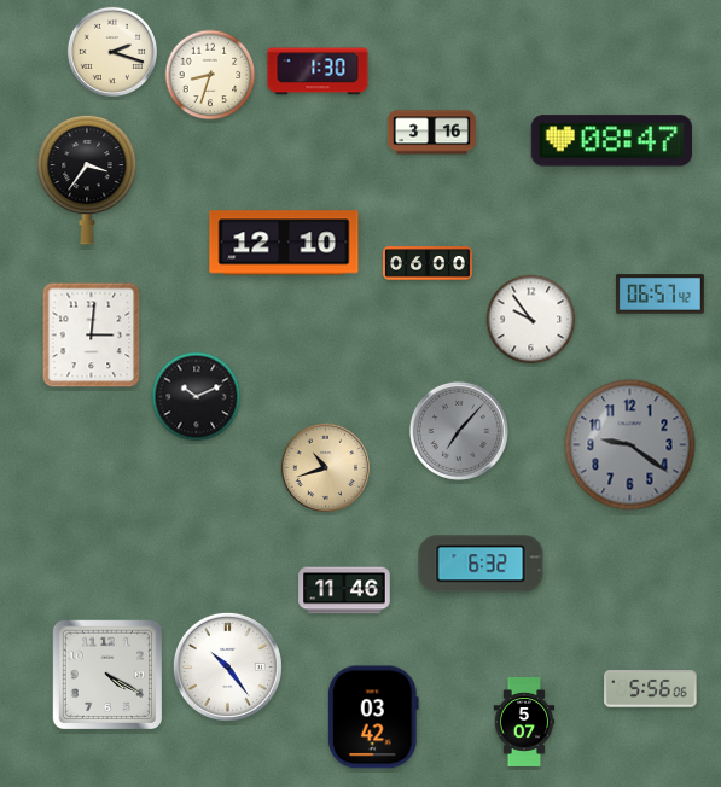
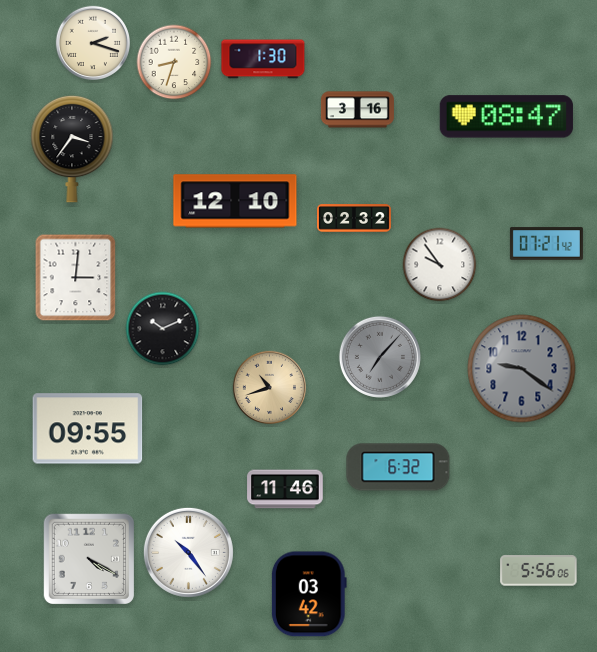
clock at (429, 263): 06:00 -> 02:32
clock at (659, 295): 06:57 -> 07:21
clock at (88, 429): none -> 09:55
clock at (524, 723): 5:07 -> none
